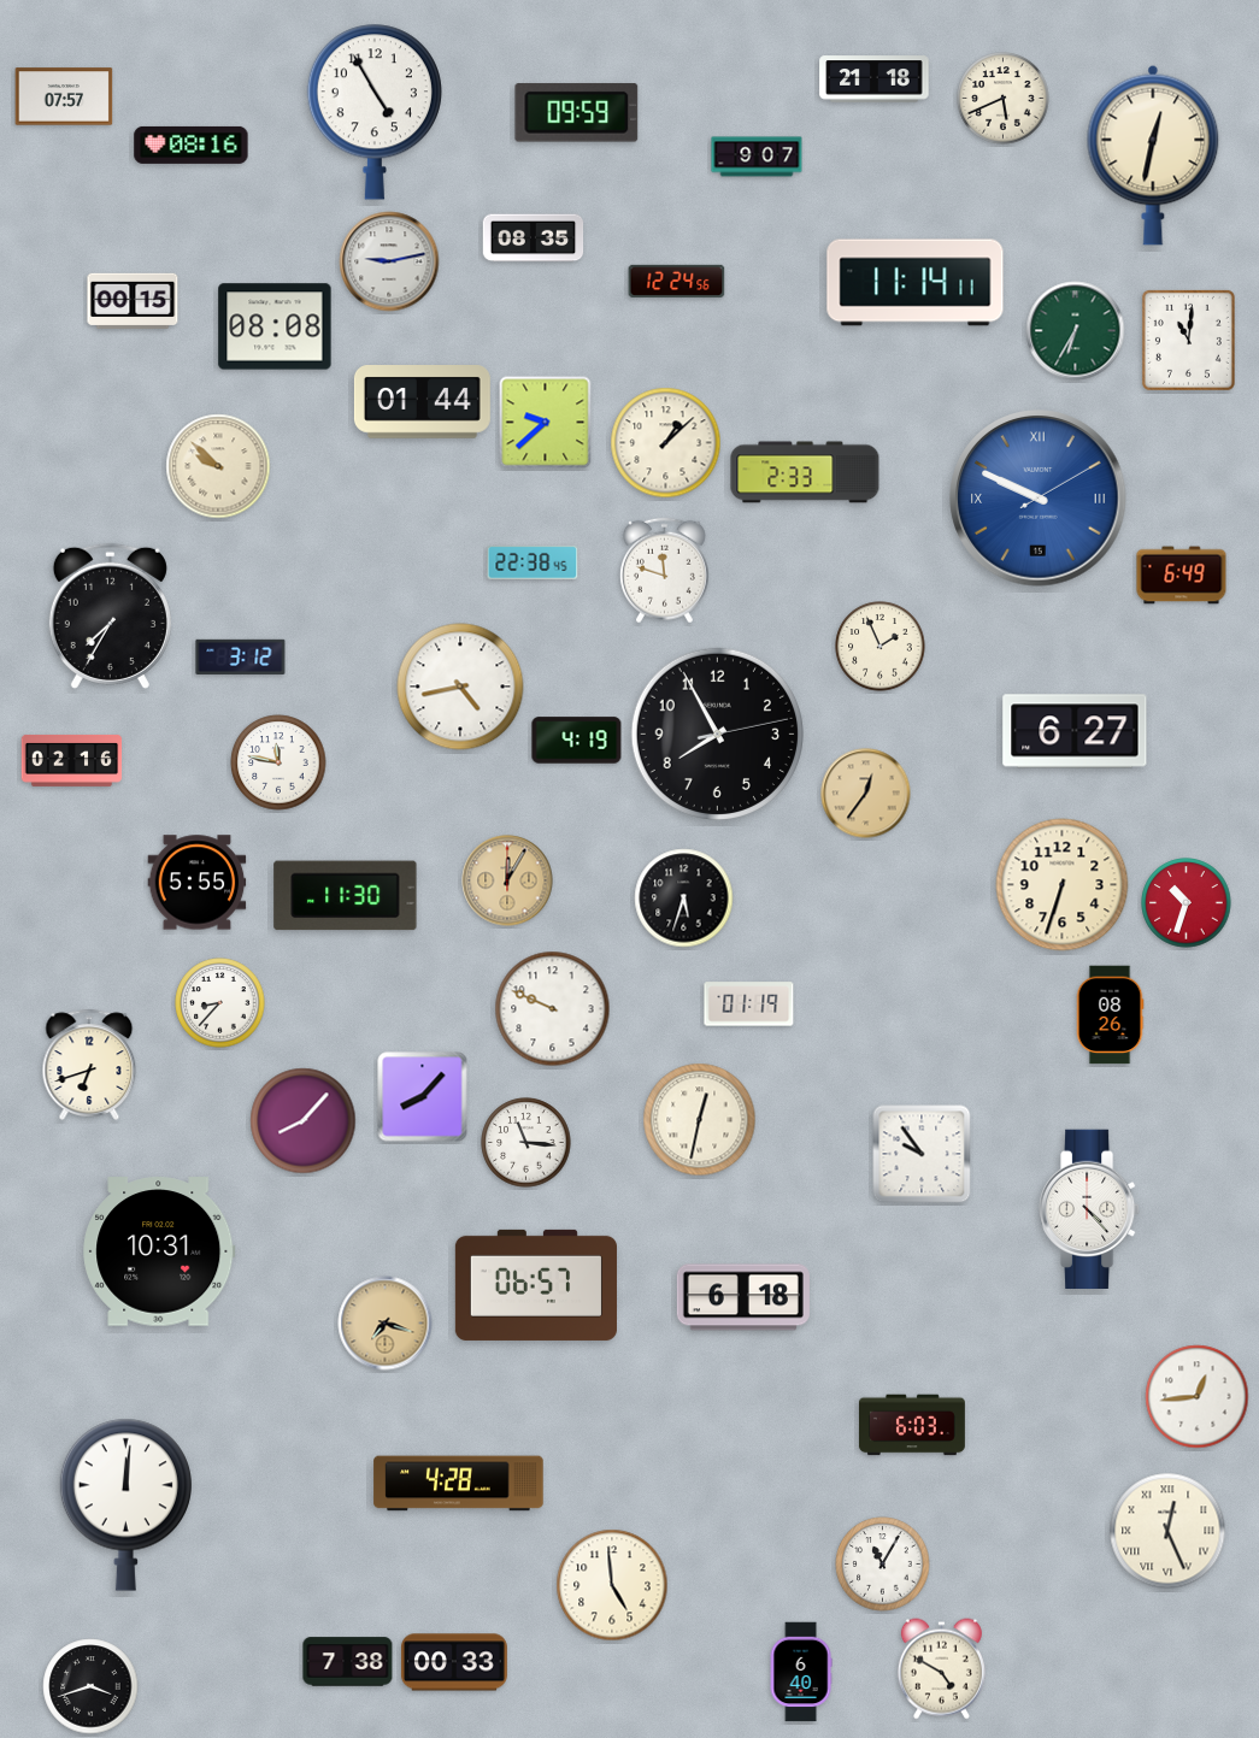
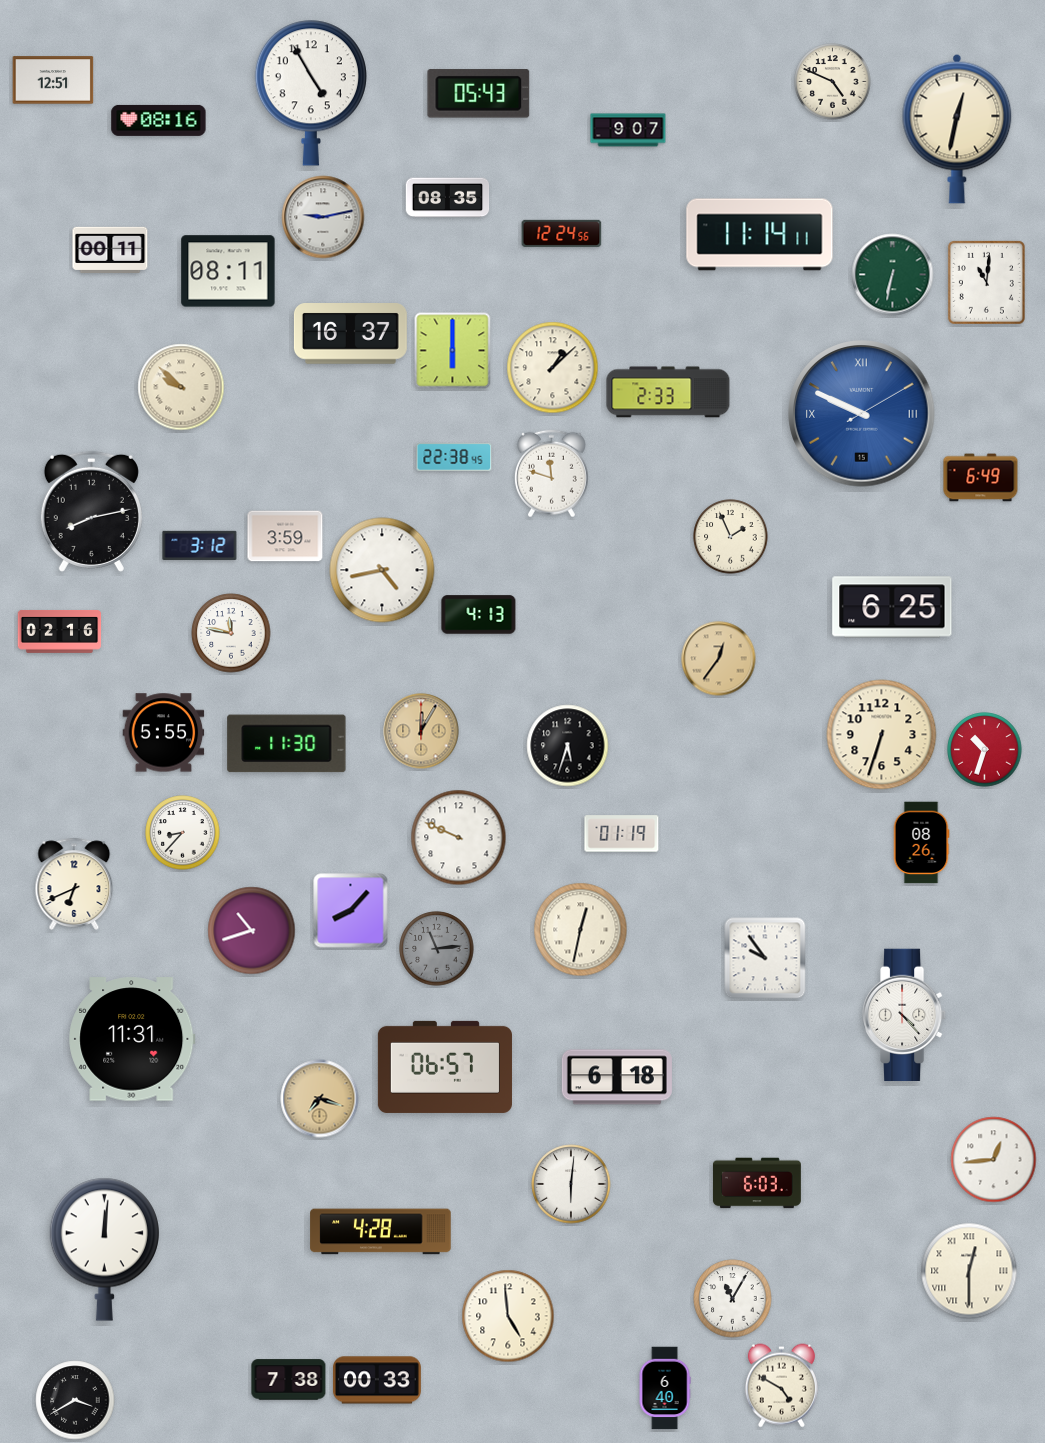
clock at (875, 79): 21:18 -> none
clock at (64, 96): 07:57 -> 12:51
clock at (1004, 99): 5:41 -> 4:49
clock at (577, 113): 09:59 -> 05:43
clock at (534, 238) position: (534, 238) -> (448, 198)
clock at (133, 301): 00:15 -> 00:11
clock at (275, 326): 08:08 -> 08:11
clock at (1076, 331): 6:35 -> 6:32
clock at (422, 402): 01:44 -> 16:37
clock at (546, 423): 9:38 -> 6:00
clock at (533, 562) position: (533, 562) -> (454, 457)
clock at (110, 615): 7:35 -> 8:13
clock at (285, 536): none -> 3:59
clock at (1075, 731): 6:27 -> 6:25
clock at (717, 734): 7:55 -> none
clock at (577, 741): 4:19 -> 4:13
clock at (89, 1065): 6:42 -> 6:41
clock at (304, 1121): 8:07 -> 10:42
clock at (526, 1143): 11:16 -> 11:14
clock at (526, 1143) dial: white -> grey
clock at (1089, 1208) position: (1089, 1208) -> (904, 1014)
clock at (159, 1251): 10:31 -> 11:31
clock at (571, 1184): none -> 6:01
clock at (1167, 1531): 12:26 -> 12:30
clock at (90, 1686): 3:42 -> 3:40
